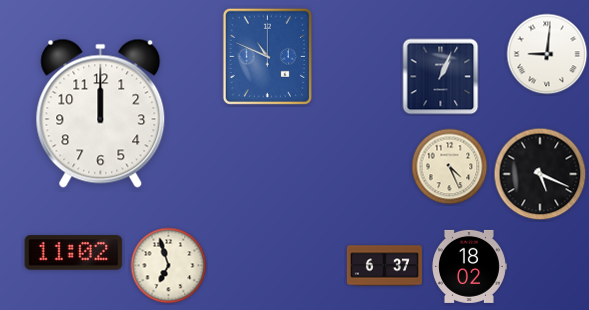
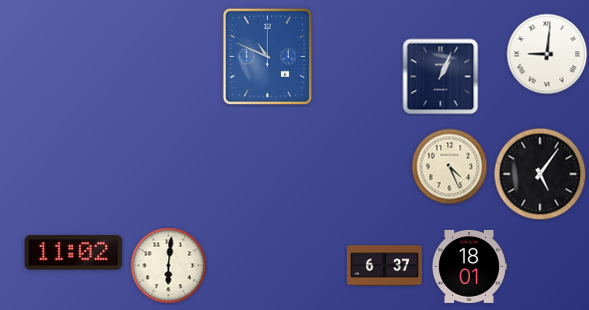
clock at (101, 113): 12:00 -> none
clock at (540, 174): 5:19 -> 5:06
clock at (169, 266): 6:57 -> 6:01
clock at (470, 266): 18:02 -> 18:01
